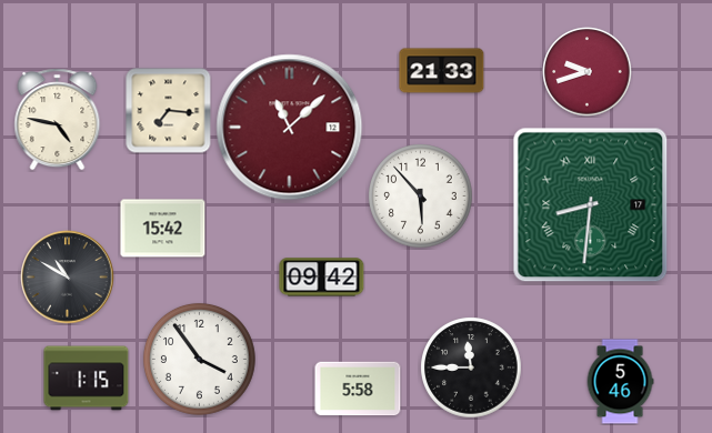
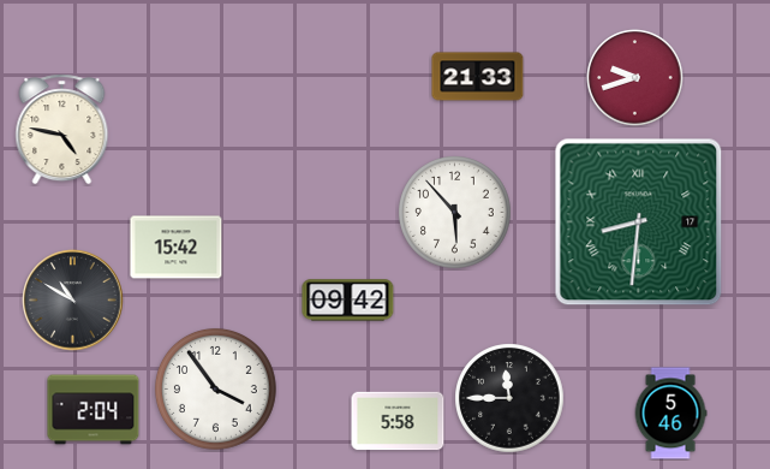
clock at (169, 111): 7:16 -> none
clock at (290, 128): 11:08 -> none
clock at (87, 379): 1:15 -> 2:04
clock at (358, 389) position: (358, 389) -> (398, 421)
